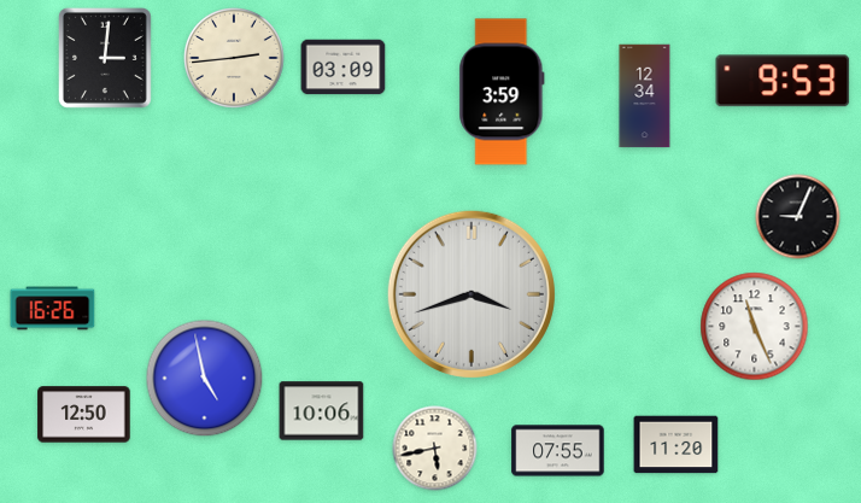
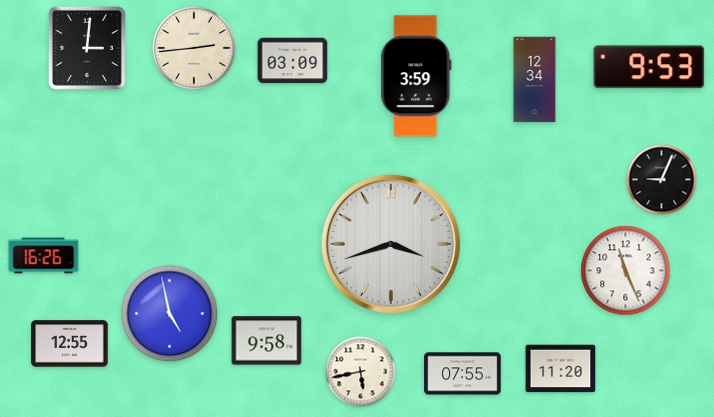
clock at (344, 68) position: (344, 68) -> (293, 61)
clock at (322, 411): 10:06 -> 9:58
clock at (84, 415): 12:50 -> 12:55
